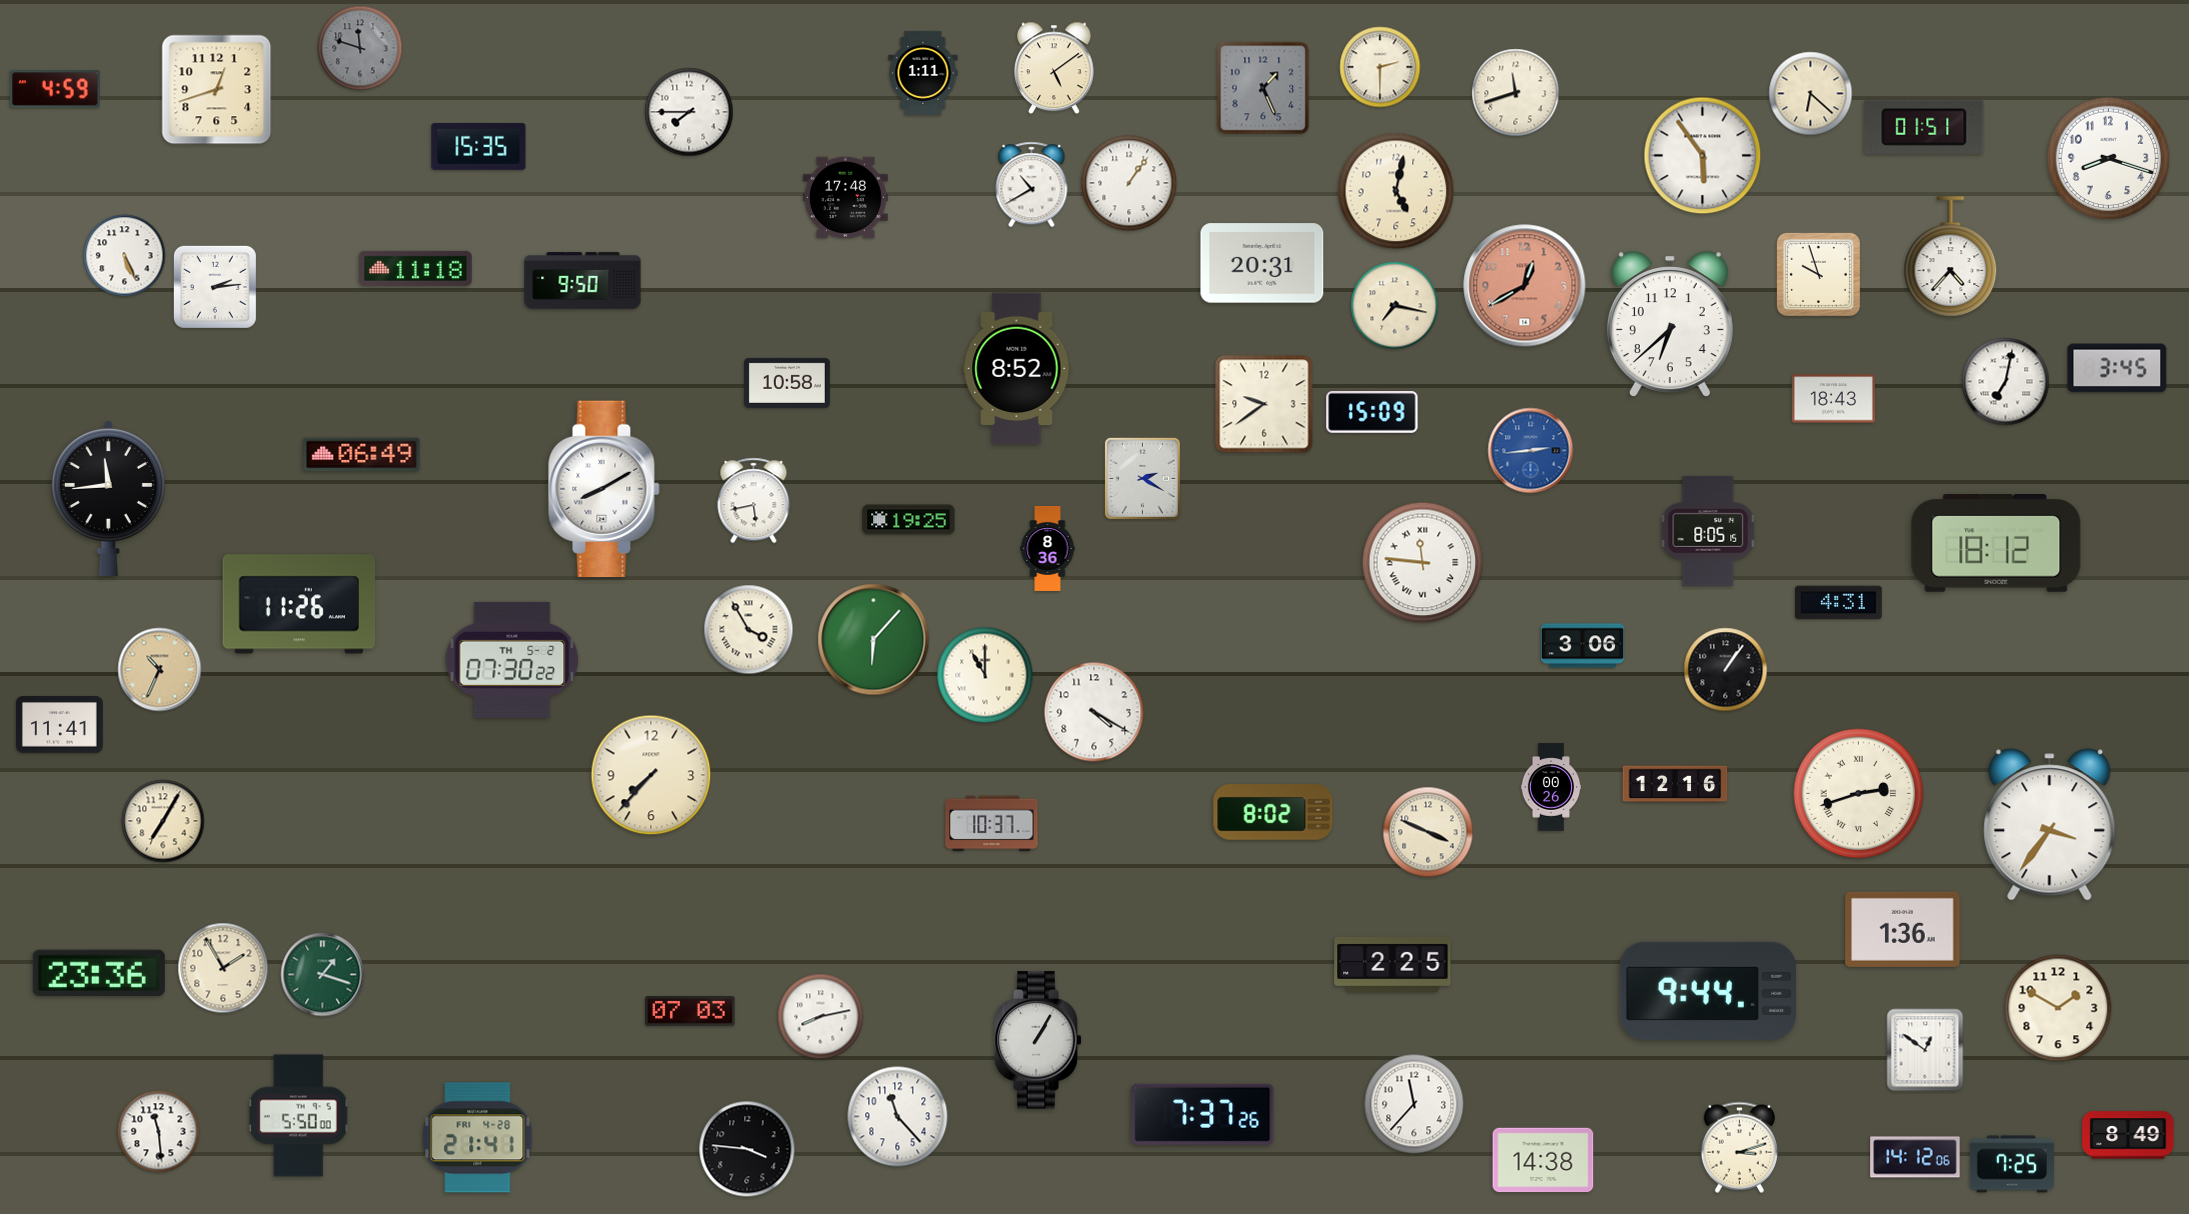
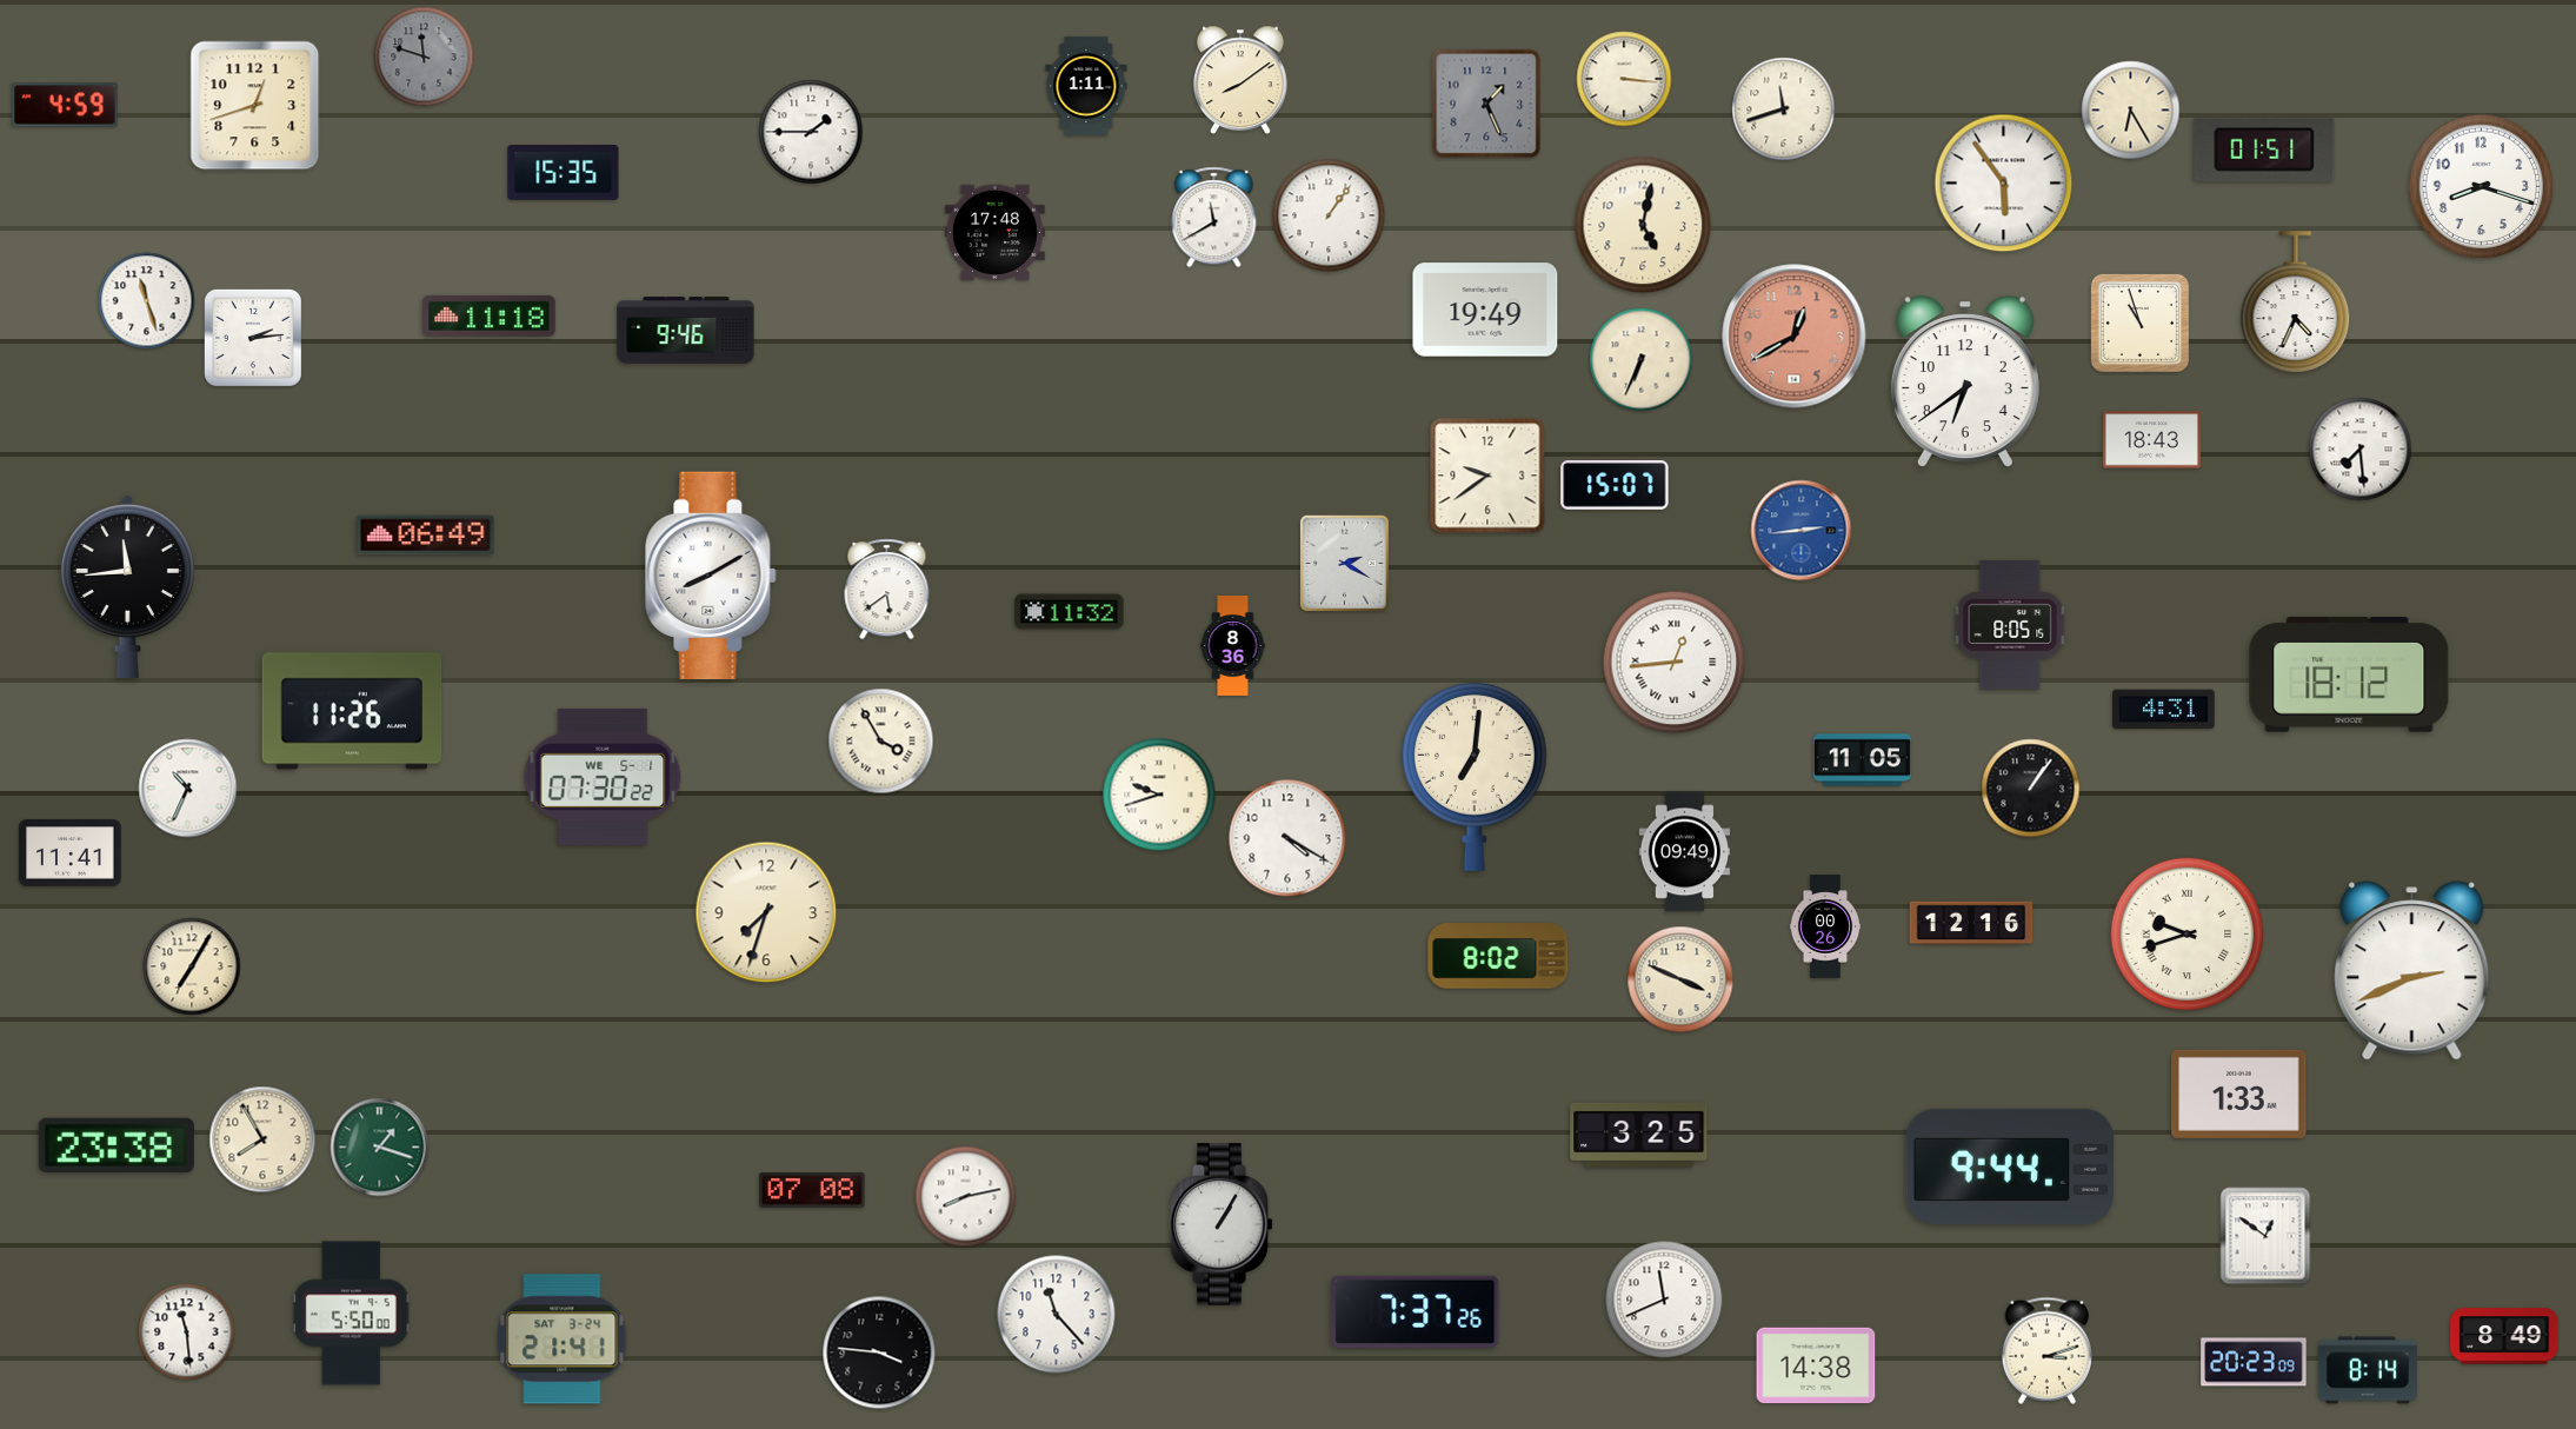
clock at (1380, 67): 2:30 -> 3:16
clock at (1054, 68): 5:09 -> 8:09
clock at (1811, 94): 6:22 -> 6:25
clock at (689, 112): 7:45 -> 1:45
clock at (1032, 185): 10:40 -> 11:40
clock at (125, 256): 5:26 -> 11:27
clock at (1951, 257): 4:37 -> 4:34
clock at (1262, 263): 20:31 -> 19:49
clock at (1818, 274): 9:57 -> 10:57
clock at (583, 281): 9:50 -> 9:46
clock at (1395, 306): 7:17 -> 6:34
clock at (1670, 324): 6:38 -> 6:39
clock at (2117, 368): 3:45 -> none
clock at (1017, 369): 8:52 -> none
clock at (2006, 382): 7:02 -> 7:29
clock at (787, 383): 10:58 -> none
clock at (1833, 399) position: (1833, 399) -> (2151, 440)
clock at (1372, 413): 15:09 -> 15:07
clock at (754, 501): 5:43 -> 5:39
clock at (909, 520): 19:25 -> 11:32
clock at (1996, 544) position: (1996, 544) -> (2349, 676)
clock at (1423, 563): 11:46 -> 12:44
clock at (874, 640): 6:07 -> none
clock at (1582, 646): 3:06 -> 11:05
clock at (512, 660) date: TH 5-2 -> WE 5-1
clock at (1475, 777): none -> 7:01
clock at (160, 670) dial: champagne -> white
clock at (985, 675): 11:00 -> 9:42
clock at (1685, 852): none -> 09:49
clock at (651, 775): 7:37 -> 7:33
clock at (1859, 794): 2:42 -> 9:42
clock at (992, 824): 10:37 -> none
clock at (2050, 825): 3:36 -> 2:41
clock at (1903, 929): 1:36 -> 1:33
clock at (1393, 964): 2:25 -> 3:25
clock at (223, 968): 1:55 -> 7:55
clock at (99, 973): 23:36 -> 23:38
clock at (2058, 1008): 1:50 -> none
clock at (690, 1012): 07:03 -> 07:08
clock at (1414, 1104): 11:37 -> 11:41
clock at (478, 1138) date: FRI 4-28 -> SAT 3-24
clock at (1915, 1157): 14:12 -> 20:23
clock at (2012, 1164): 7:25 -> 8:14
